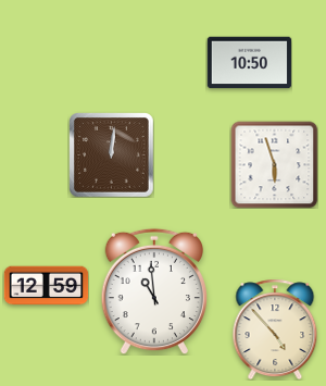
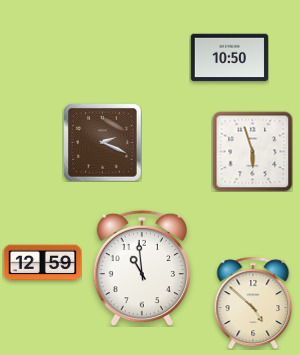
clock at (111, 154): 12:01 -> 2:19
clock at (275, 329): 4:53 -> 4:52
